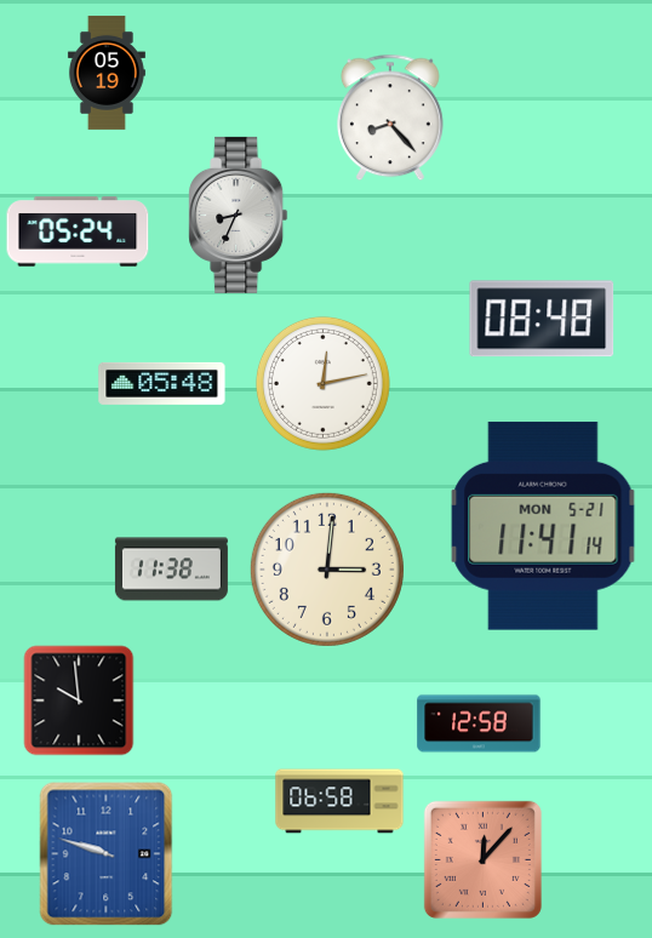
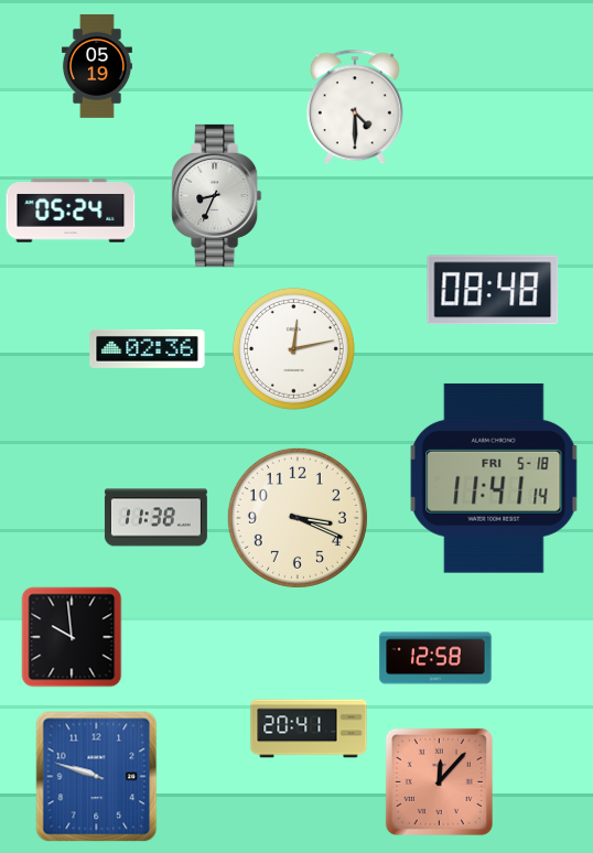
clock at (390, 118): 8:23 -> 4:30
clock at (162, 383): 05:48 -> 02:36
clock at (543, 526) date: MON 5-21 -> FRI 5-18
clock at (327, 570): 3:01 -> 3:19
clock at (339, 801): 06:58 -> 20:41
